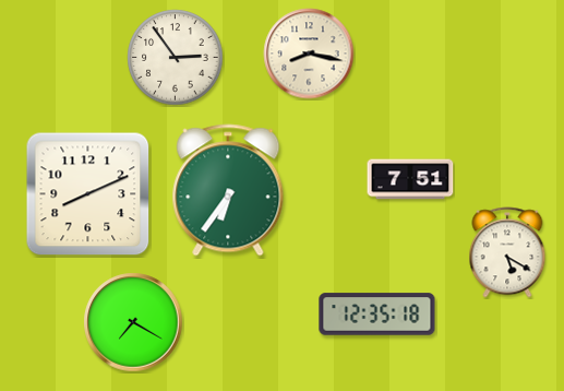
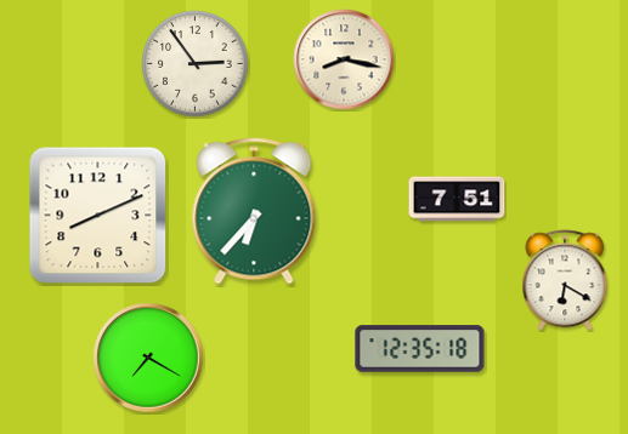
clock at (228, 190): 6:36 -> 6:37
clock at (507, 252): 5:20 -> 6:20
